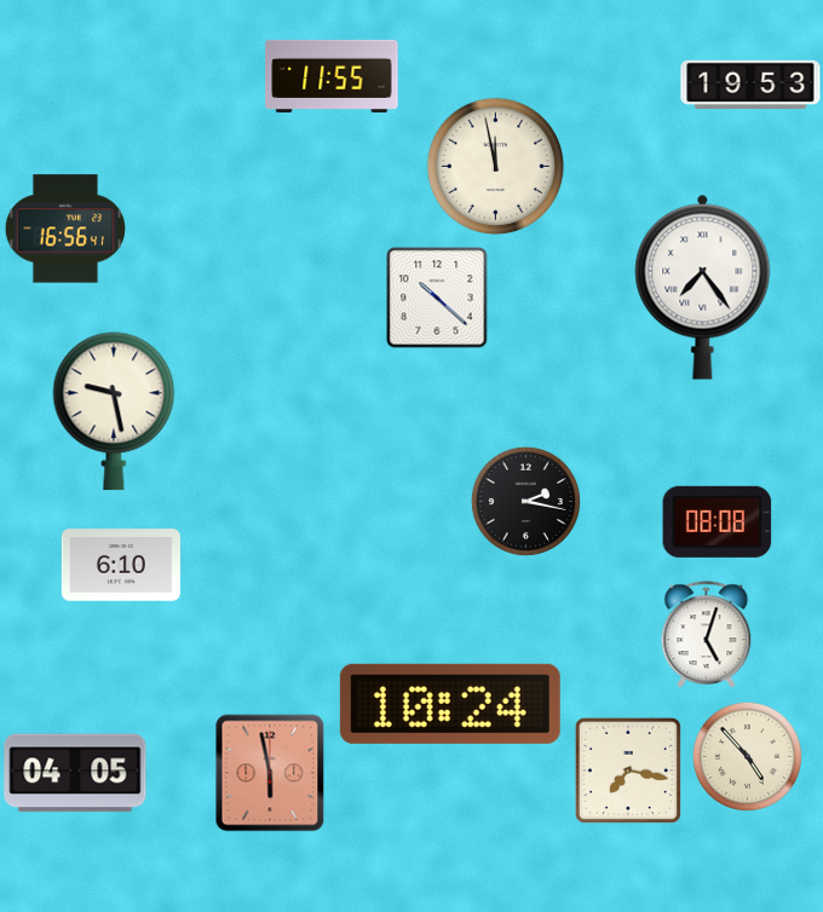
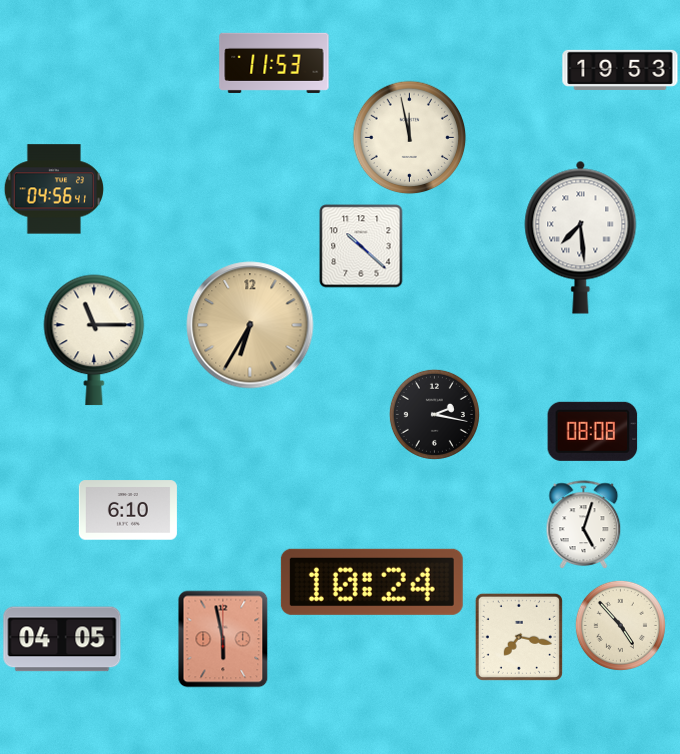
clock at (332, 76): 11:55 -> 11:53
clock at (64, 229): 16:56 -> 04:56
clock at (703, 287): 7:24 -> 7:29
clock at (250, 325): none -> 6:35
clock at (114, 411): 9:28 -> 11:15
clock at (121, 565) position: (121, 565) -> (128, 510)
clock at (747, 756) position: (747, 756) -> (620, 625)
